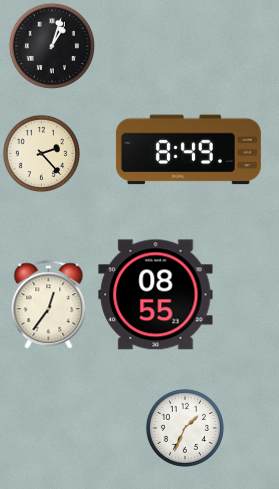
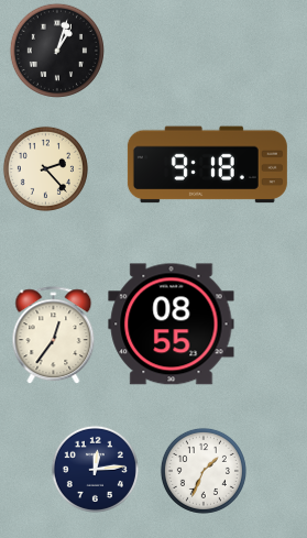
clock at (188, 150): 8:49 -> 9:18
clock at (95, 469): none -> 12:14
